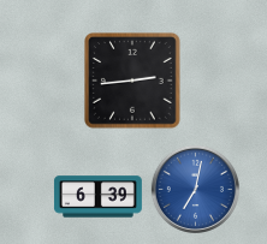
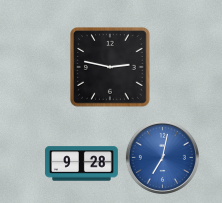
clock at (133, 82): 2:44 -> 2:47
clock at (97, 197): 6:39 -> 9:28
